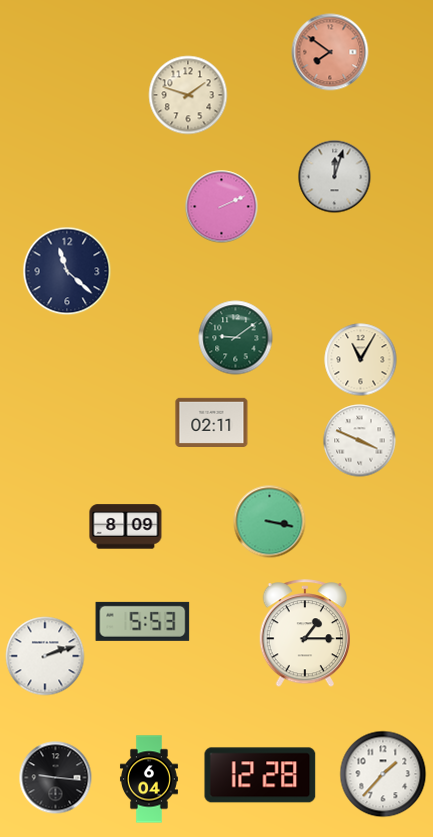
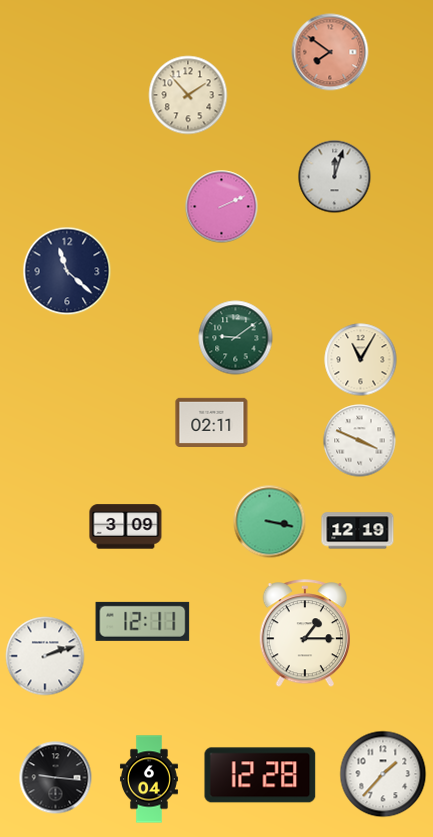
clock at (188, 95): 1:48 -> 1:53
clock at (126, 527): 8:09 -> 3:09
clock at (358, 531): none -> 12:19
clock at (143, 621): 5:53 -> 12:11
